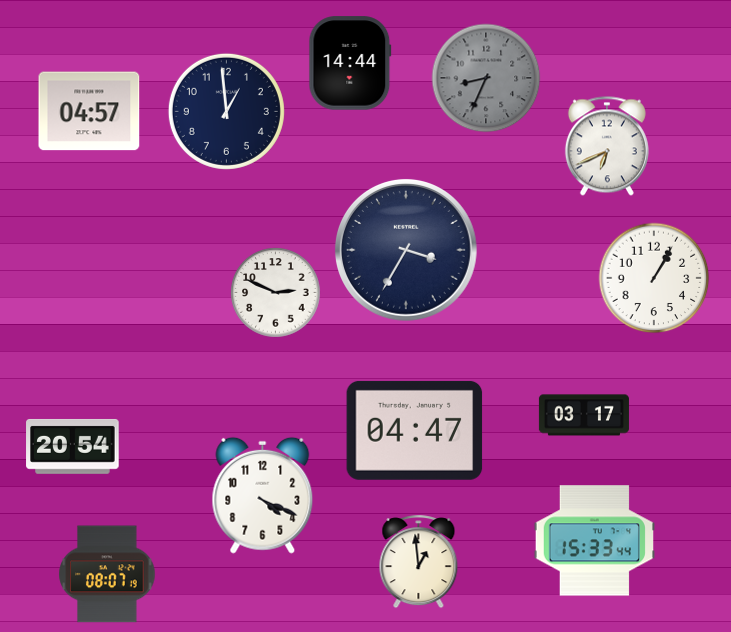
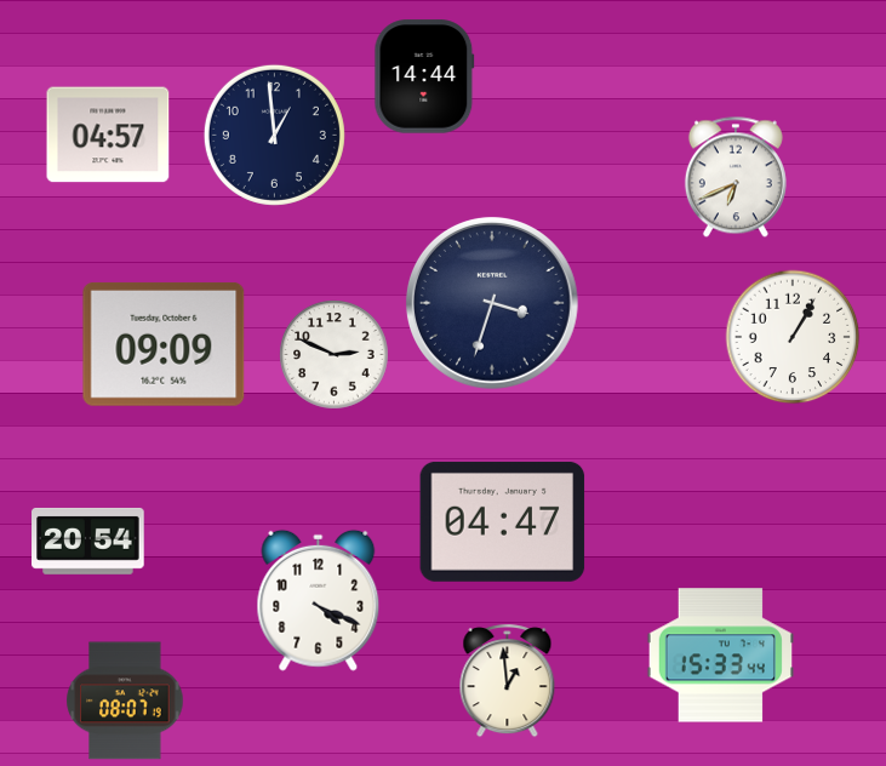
clock at (486, 78): 8:34 -> none
clock at (406, 250): 3:35 -> 3:33
clock at (164, 344): none -> 09:09
clock at (584, 415): 03:17 -> none
clock at (107, 574) position: (107, 574) -> (125, 701)
